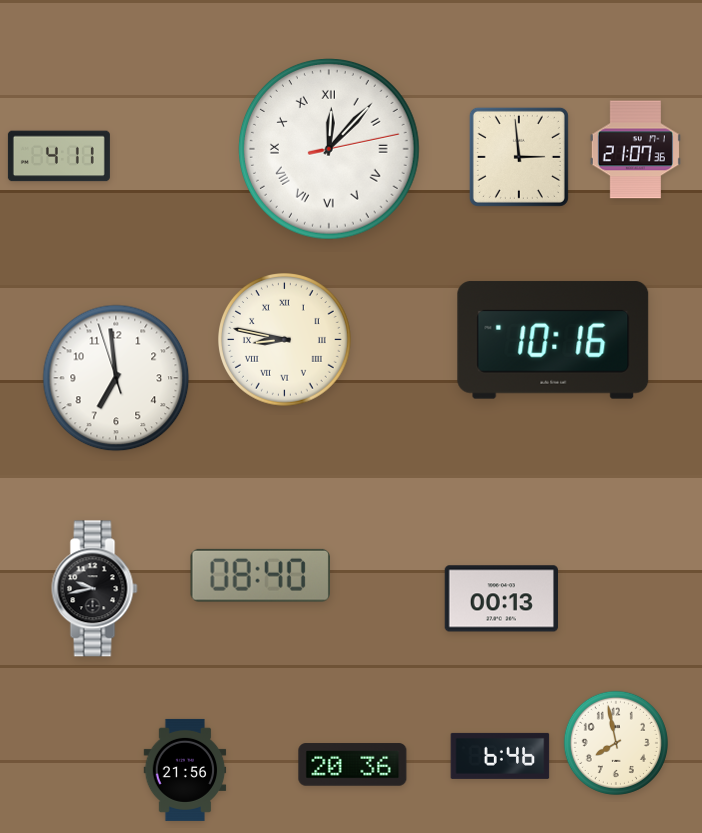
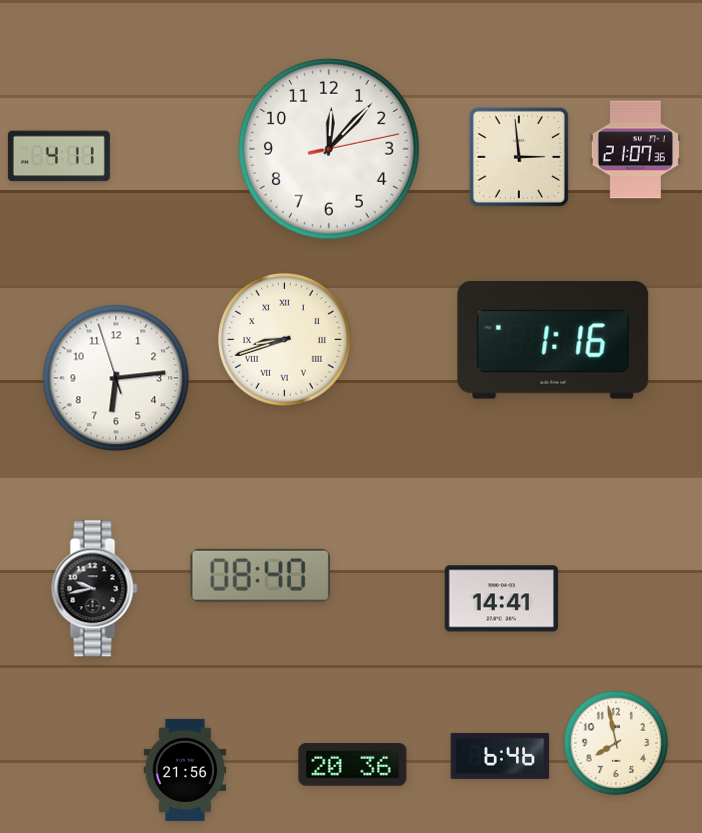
clock at (330, 150) numerals: Roman -> Arabic
clock at (285, 340): 8:47 -> 8:42
clock at (553, 340): 10:16 -> 1:16
clock at (116, 378): 6:58 -> 6:13
clock at (501, 599): 00:13 -> 14:41
